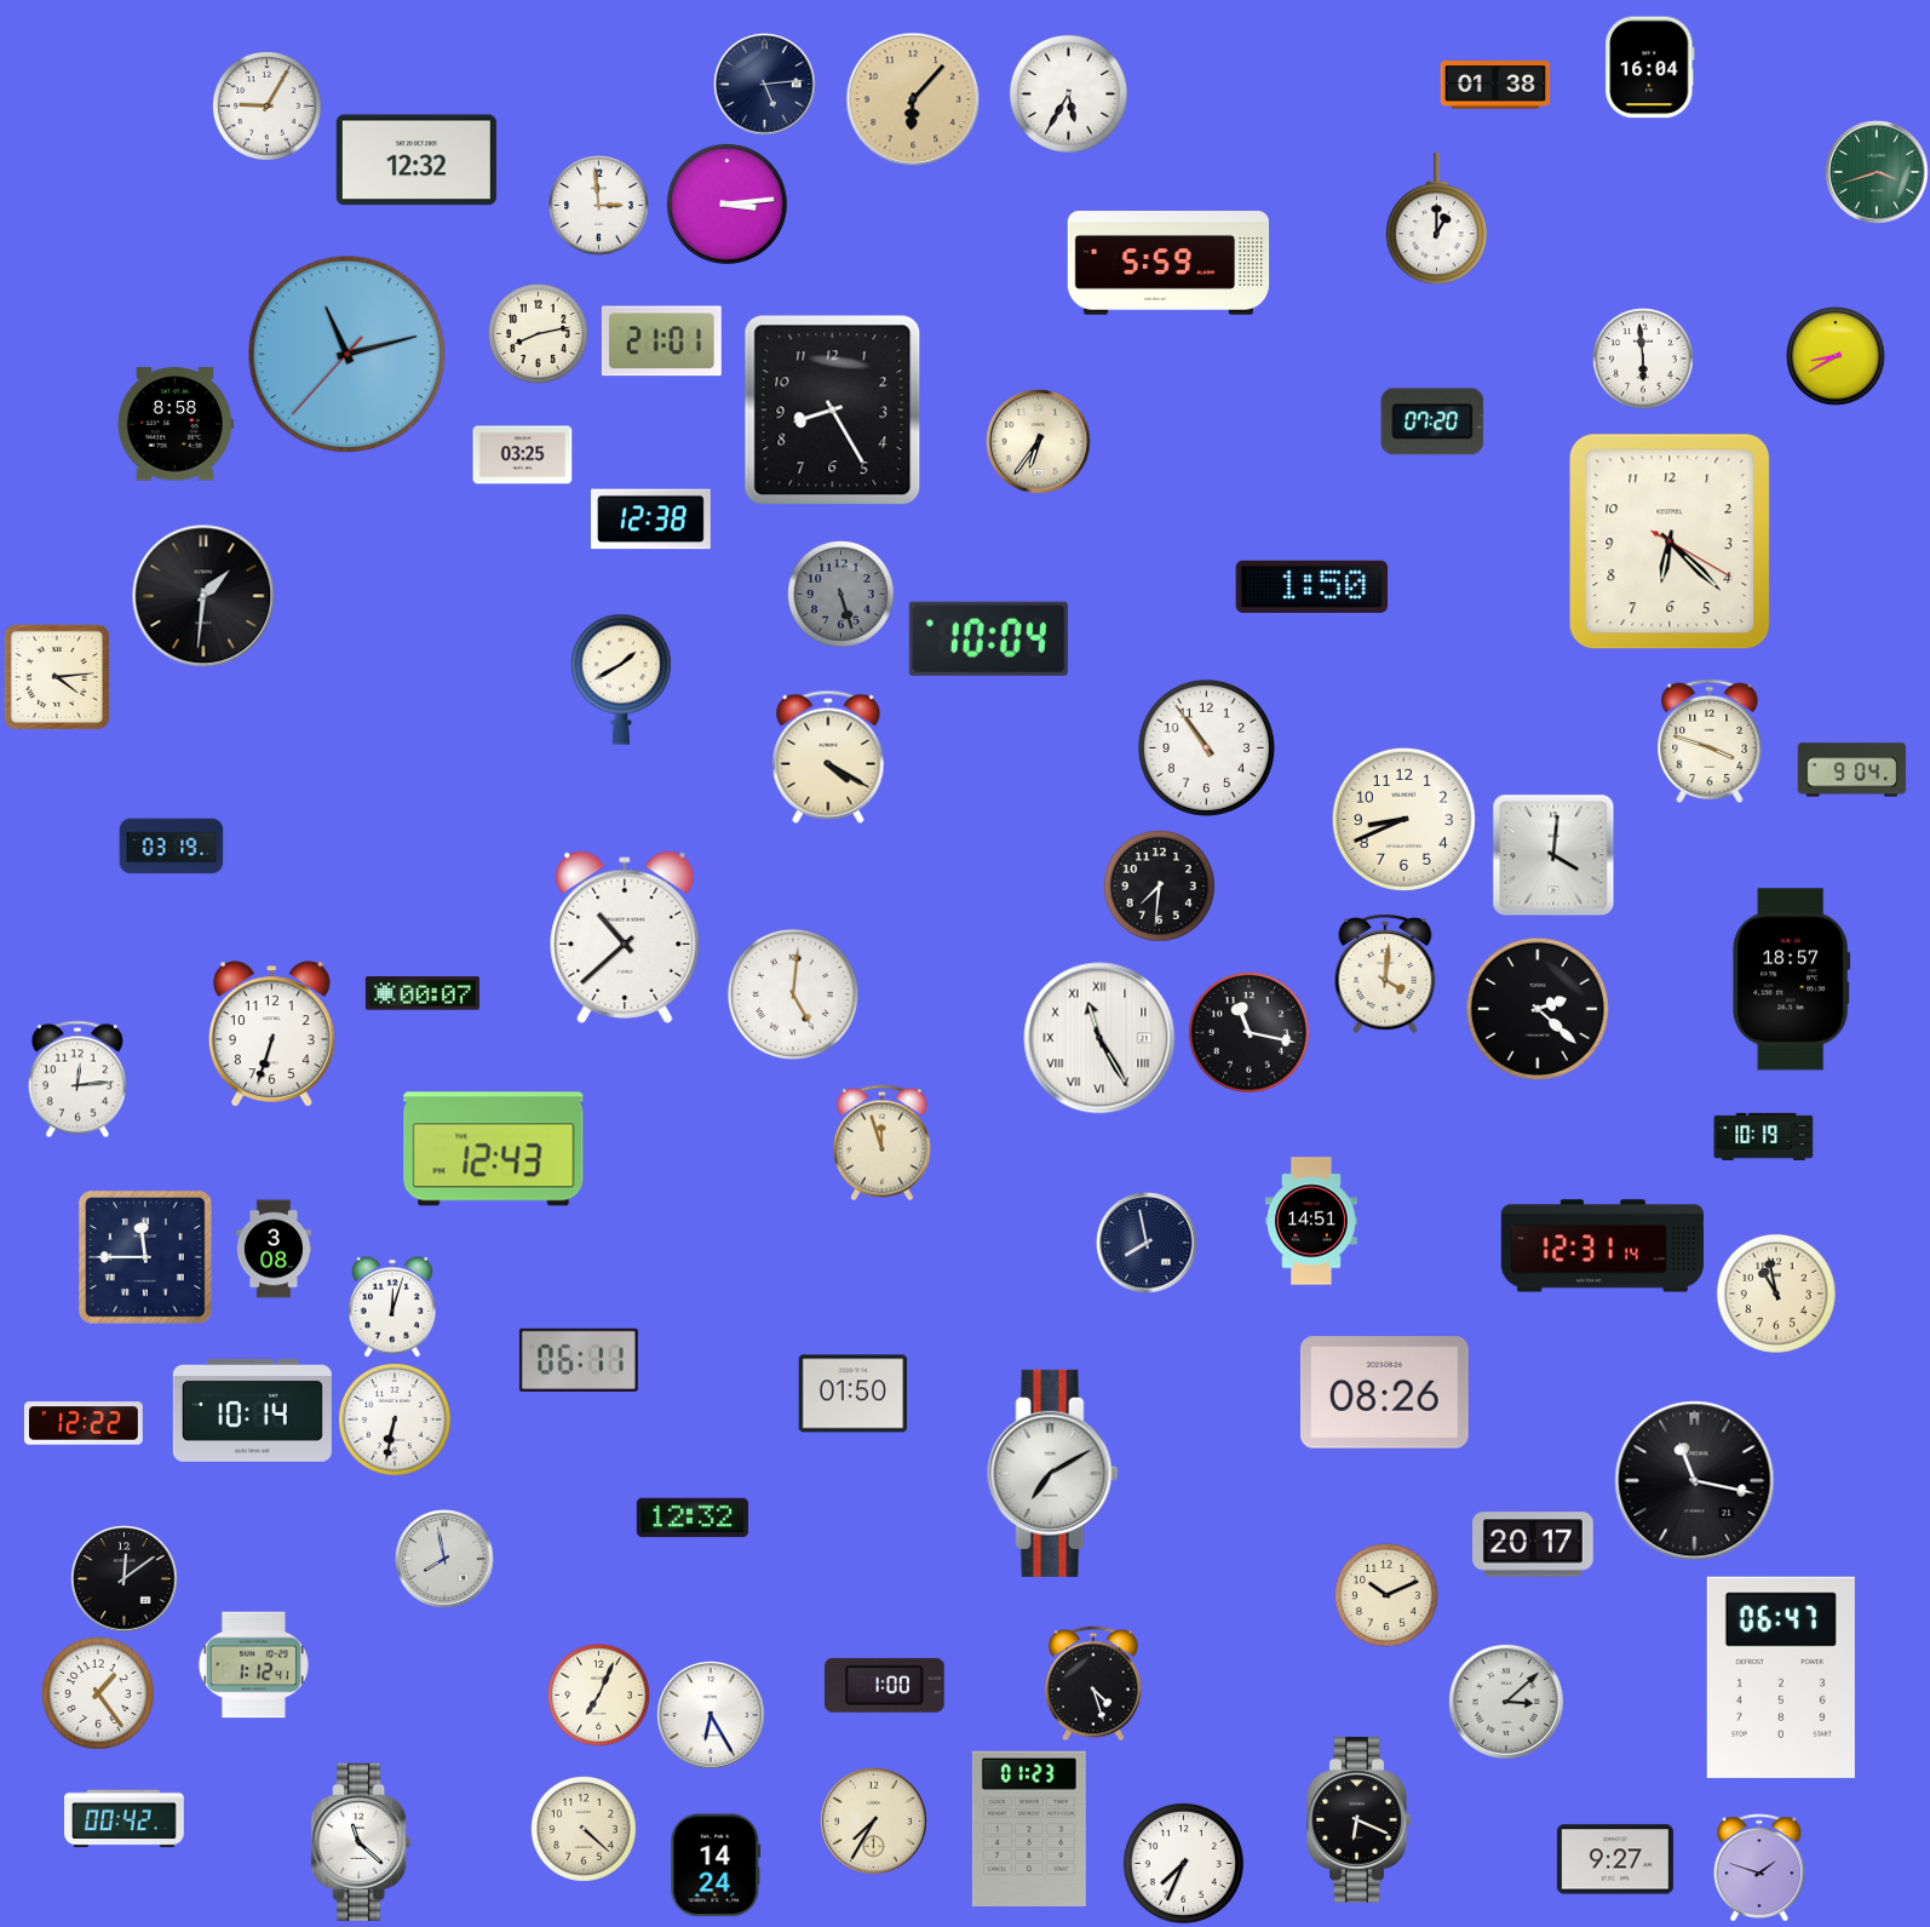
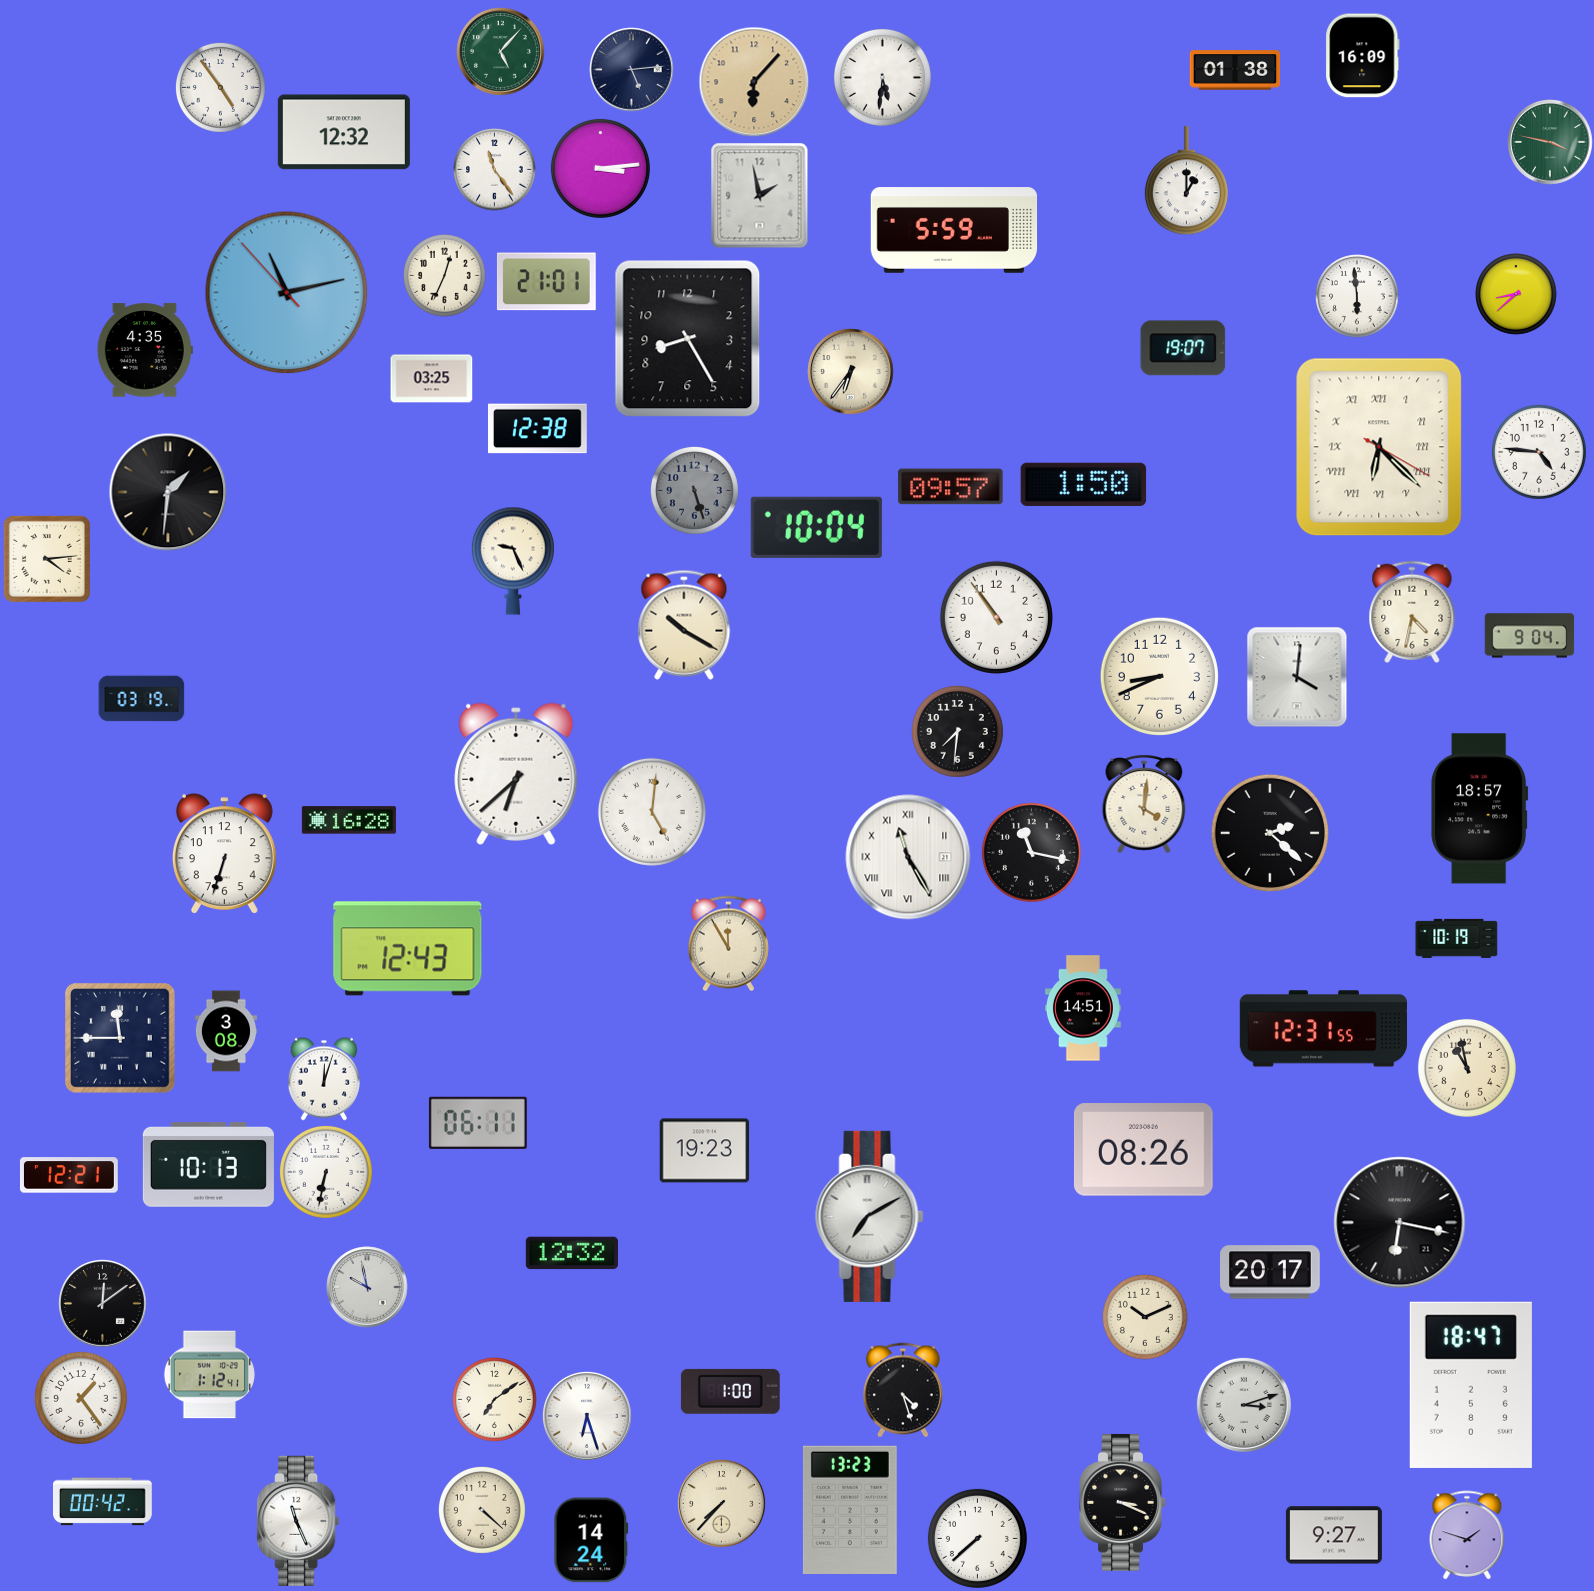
clock at (501, 52): none -> 5:07
clock at (1650, 68): 16:04 -> 16:09
clock at (1068, 93): 5:35 -> 5:31
clock at (266, 105): 9:05 -> 4:54
clock at (1877, 172): 3:42 -> 3:47
clock at (599, 206): 2:59 -> 11:24
clock at (760, 196): none -> 1:58
clock at (1168, 263) position: (1168, 263) -> (954, 230)
clock at (539, 334): 8:13 -> 12:34
clock at (347, 355): 11:12:37 -> 11:12:53
clock at (1836, 356): 8:40 -> 8:38
clock at (1432, 421): 07:20 -> 19:07
clock at (176, 424): 8:58 -> 4:35
clock at (1039, 442) position: (1039, 442) -> (851, 372)
clock at (523, 455) position: (523, 455) -> (432, 379)
clock at (1670, 541) numerals: Arabic -> Roman
clock at (1539, 452): none -> 4:46
clock at (951, 487): none -> 09:57
clock at (621, 679): 1:40 -> 9:26
clock at (1710, 741): 3:48 -> 4:32
clock at (828, 757): 4:20 -> 10:20
clock at (1553, 855) position: (1553, 855) -> (1297, 677)
clock at (625, 937): 10:38 -> 6:38
clock at (423, 993): 00:07 -> 16:28
clock at (793, 994) position: (793, 994) -> (652, 812)
clock at (77, 1079): 12:14 -> none
clock at (881, 1143): 11:57 -> 11:55
clock at (1147, 1243): 7:58 -> none
clock at (1602, 1246): 12:31:14 -> 12:31:55
clock at (854, 1394): 01:50 -> 19:23
clock at (252, 1410): 10:14 -> 10:13
clock at (84, 1423): 12:22 -> 12:21
clock at (1695, 1481): 11:17 -> 6:17
clock at (1534, 1544) position: (1534, 1544) -> (1271, 1272)
clock at (444, 1559): 7:58 -> 9:58
clock at (1781, 1677): 06:47 -> 18:47
clock at (599, 1696): 7:04 -> 7:09
clock at (1506, 1702): 3:08 -> 3:12
clock at (711, 1715): 6:25 -> 6:27
clock at (1360, 1819): 6:19 -> 3:19
clock at (874, 1822): 7:35 -> 7:37
clock at (1029, 1828): 01:23 -> 13:23
clock at (361, 1842): 11:22 -> 11:26
clock at (1183, 1863): 7:34 -> 7:38
clock at (1759, 1868) position: (1759, 1868) -> (1467, 1535)
